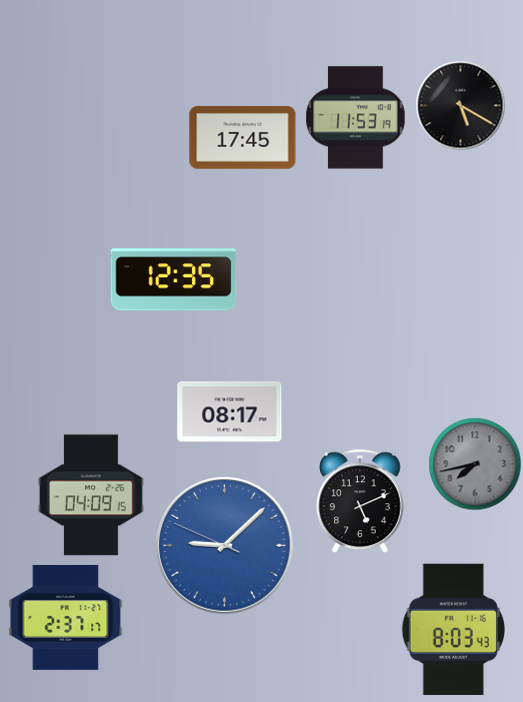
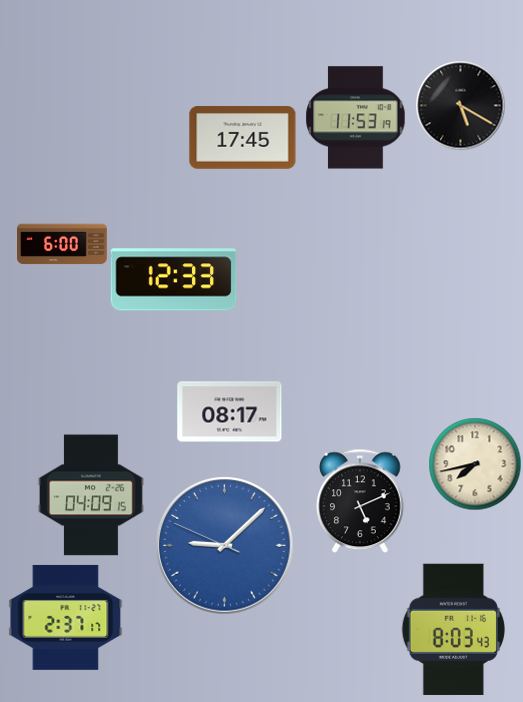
clock at (62, 244): none -> 6:00
clock at (174, 280): 12:35 -> 12:33
clock at (475, 464) dial: grey -> cream
